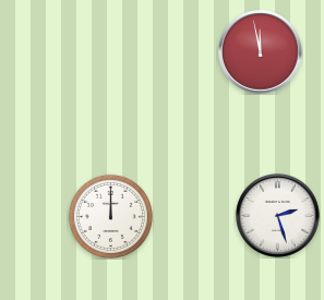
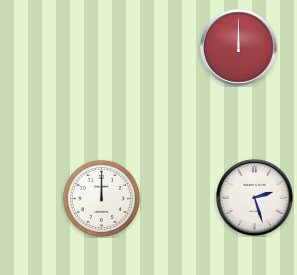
clock at (261, 52): 11:58 -> 12:00
